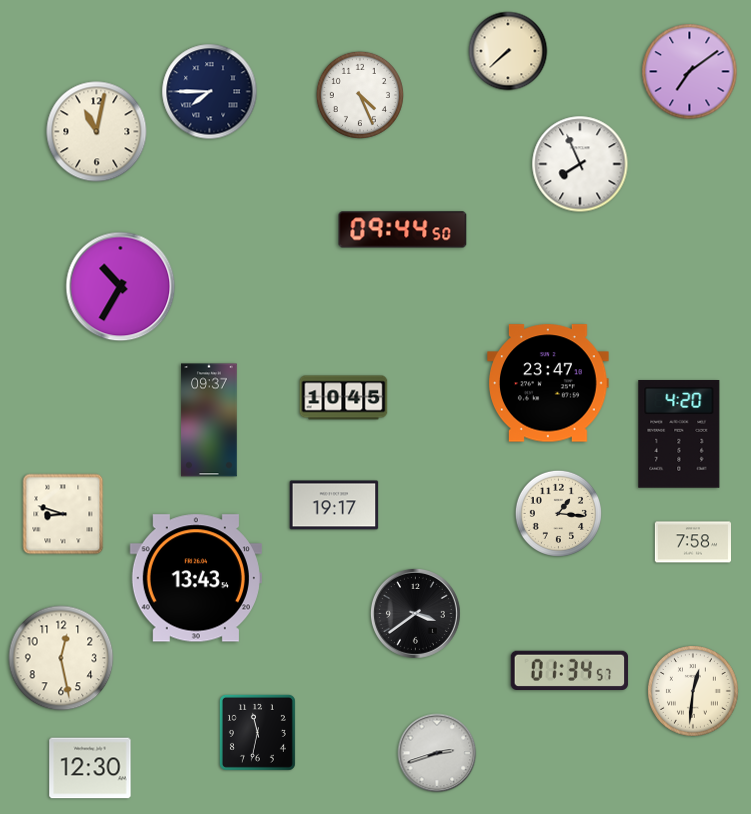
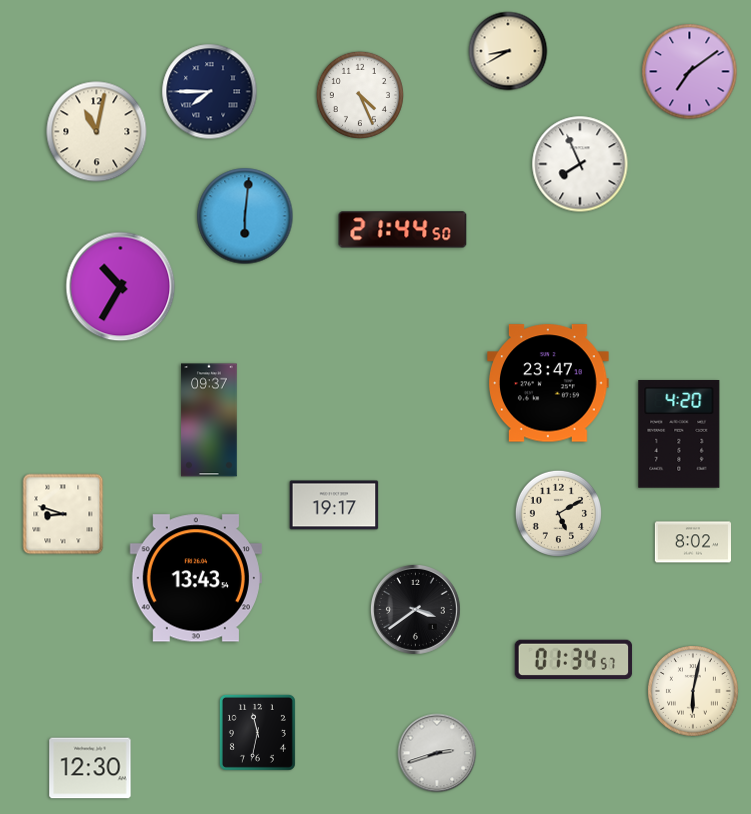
clock at (508, 51): 7:38 -> 8:40
clock at (245, 216): none -> 6:01
clock at (403, 230): 09:44 -> 21:44
clock at (344, 398): 10:45 -> none
clock at (558, 513): 1:16 -> 5:10
clock at (692, 542): 7:58 -> 8:02
clock at (415, 613) position: (415, 613) -> (415, 609)
clock at (61, 658): 12:28 -> none
clock at (570, 671) position: (570, 671) -> (574, 660)
clock at (694, 692): 12:31 -> 6:02
